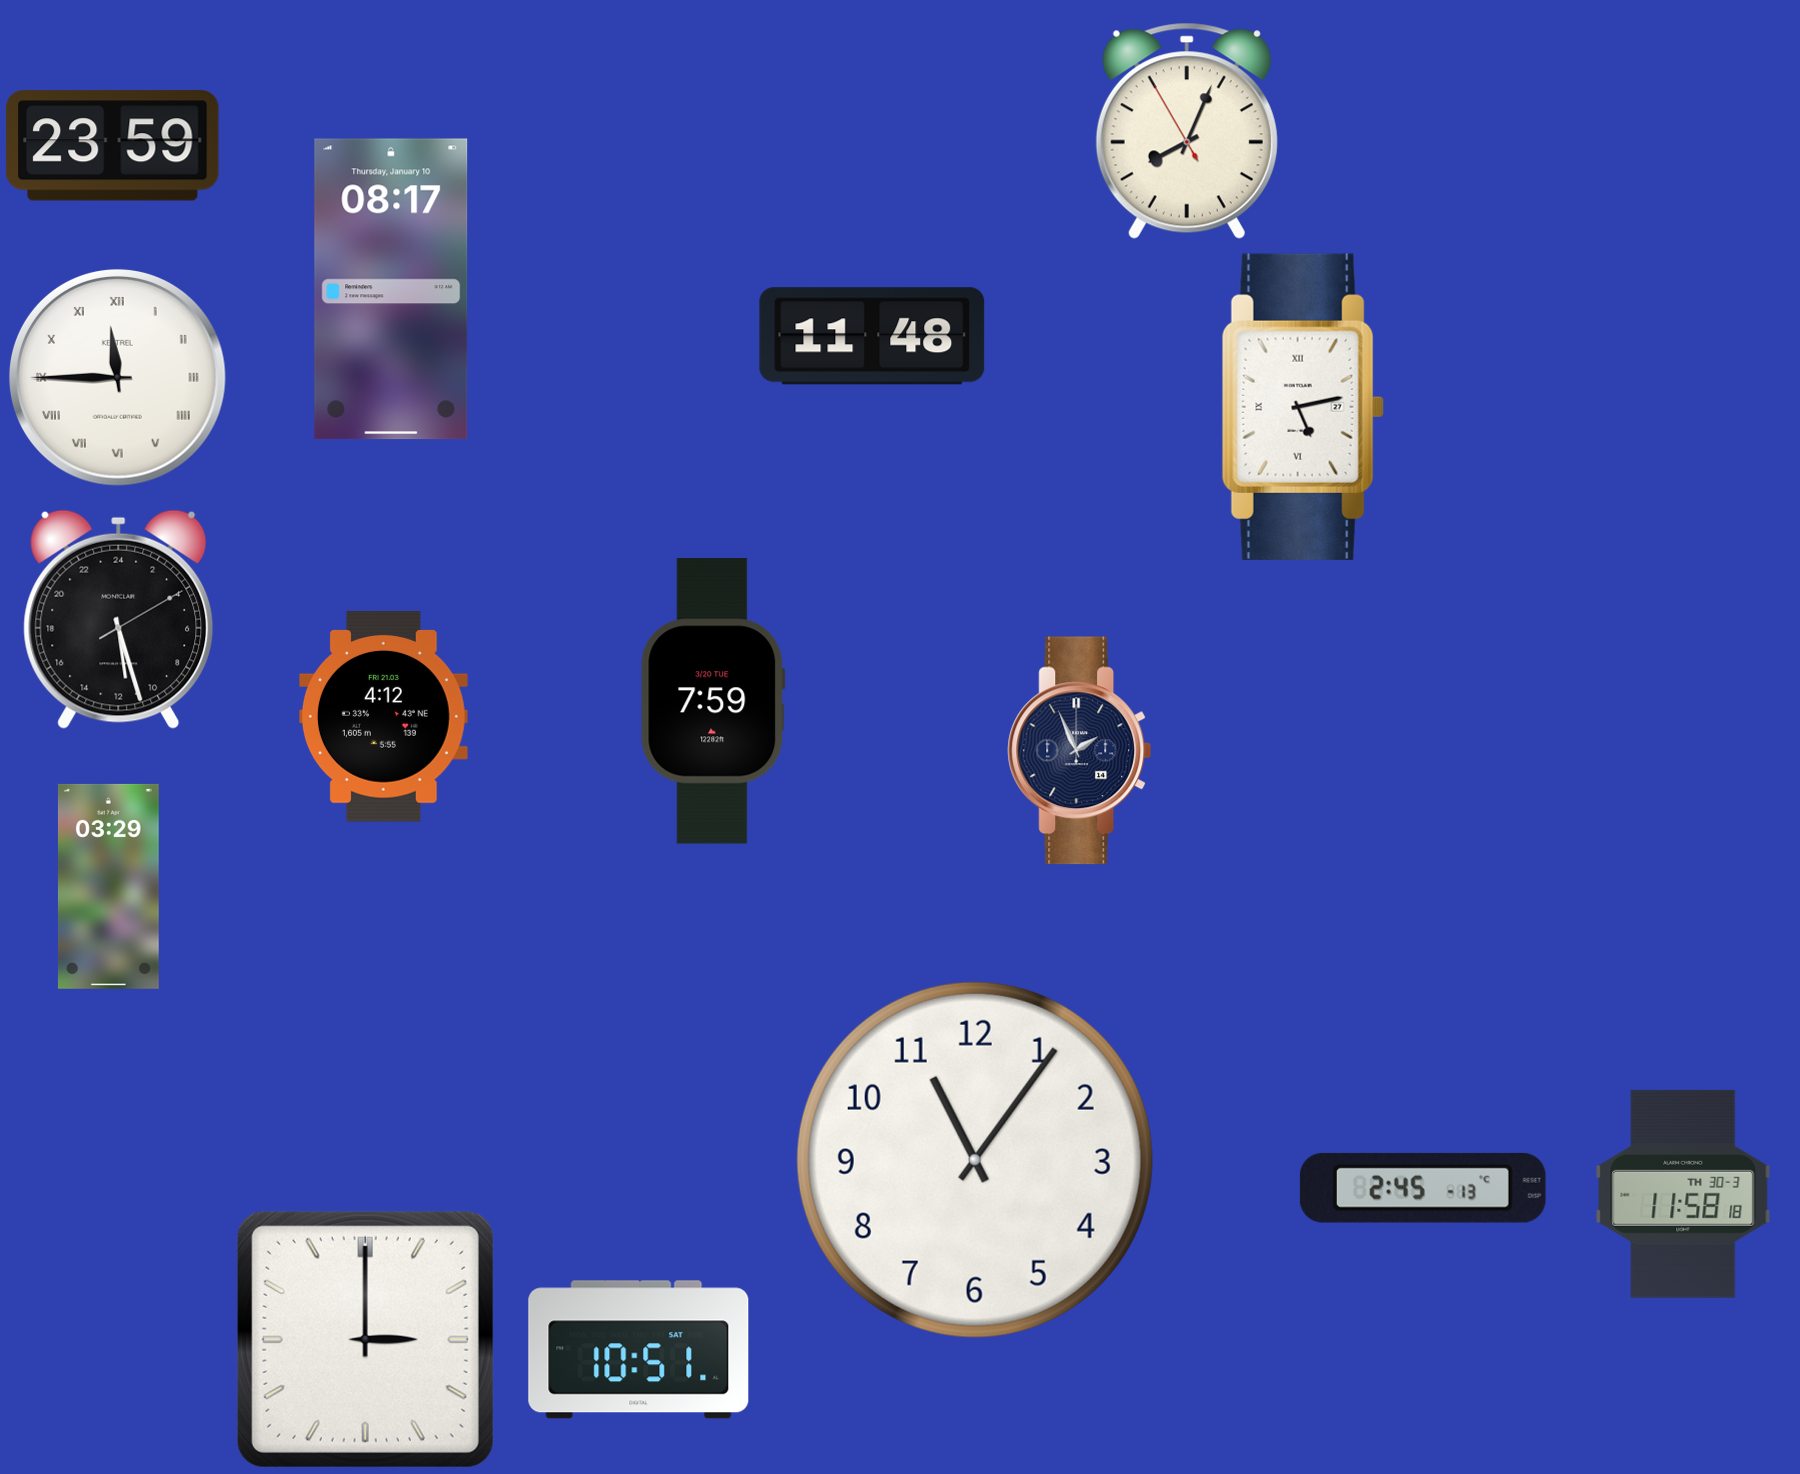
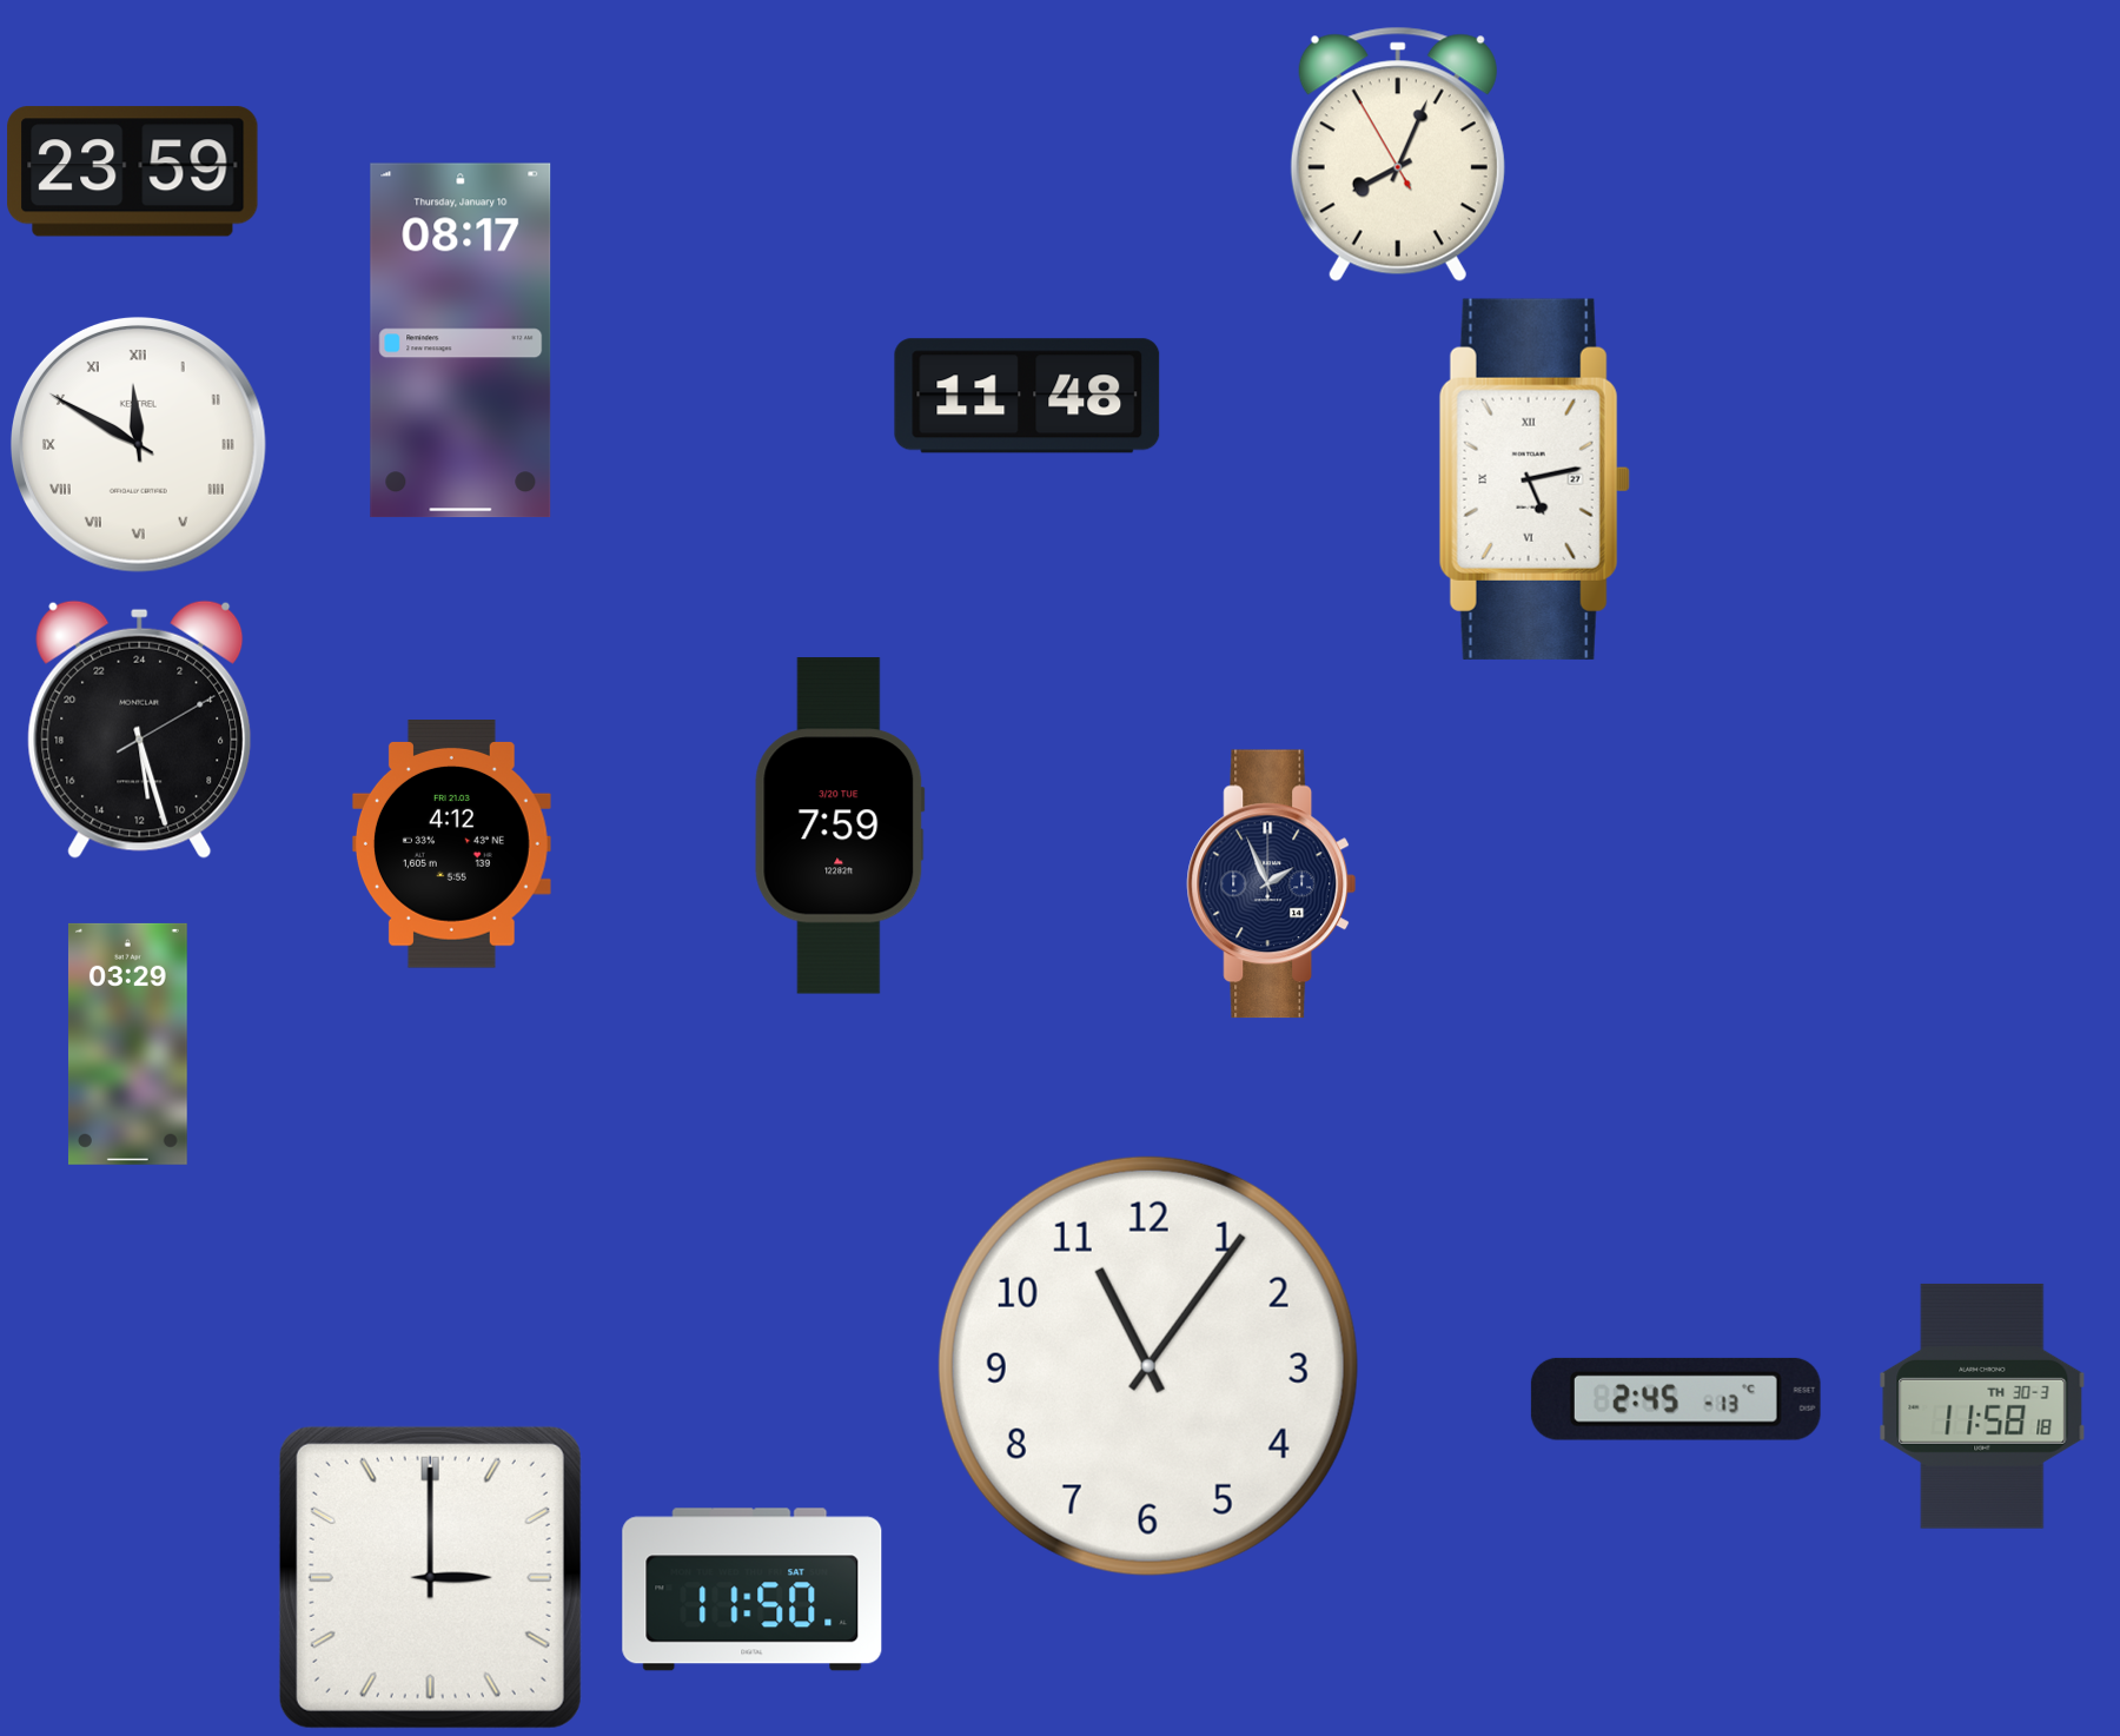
clock at (117, 377): 11:45 -> 11:50
clock at (639, 1350): 10:51 -> 11:50
